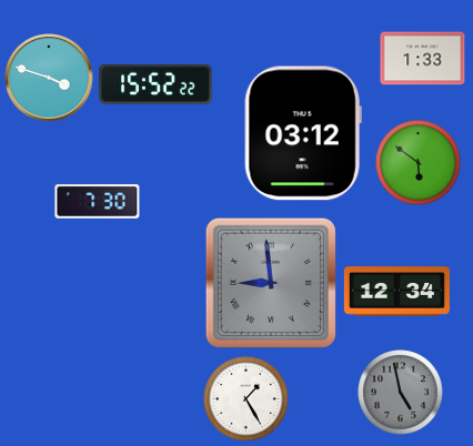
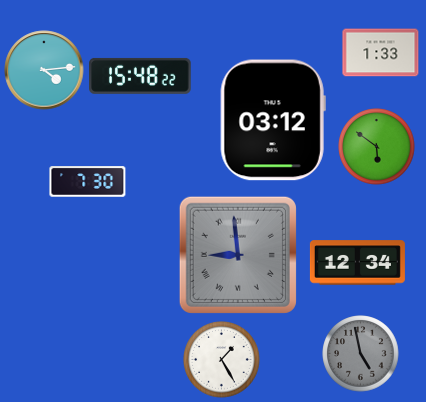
clock at (49, 78): 3:48 -> 4:14
clock at (155, 84): 15:52 -> 15:48
clock at (271, 283) position: (271, 283) -> (238, 255)
